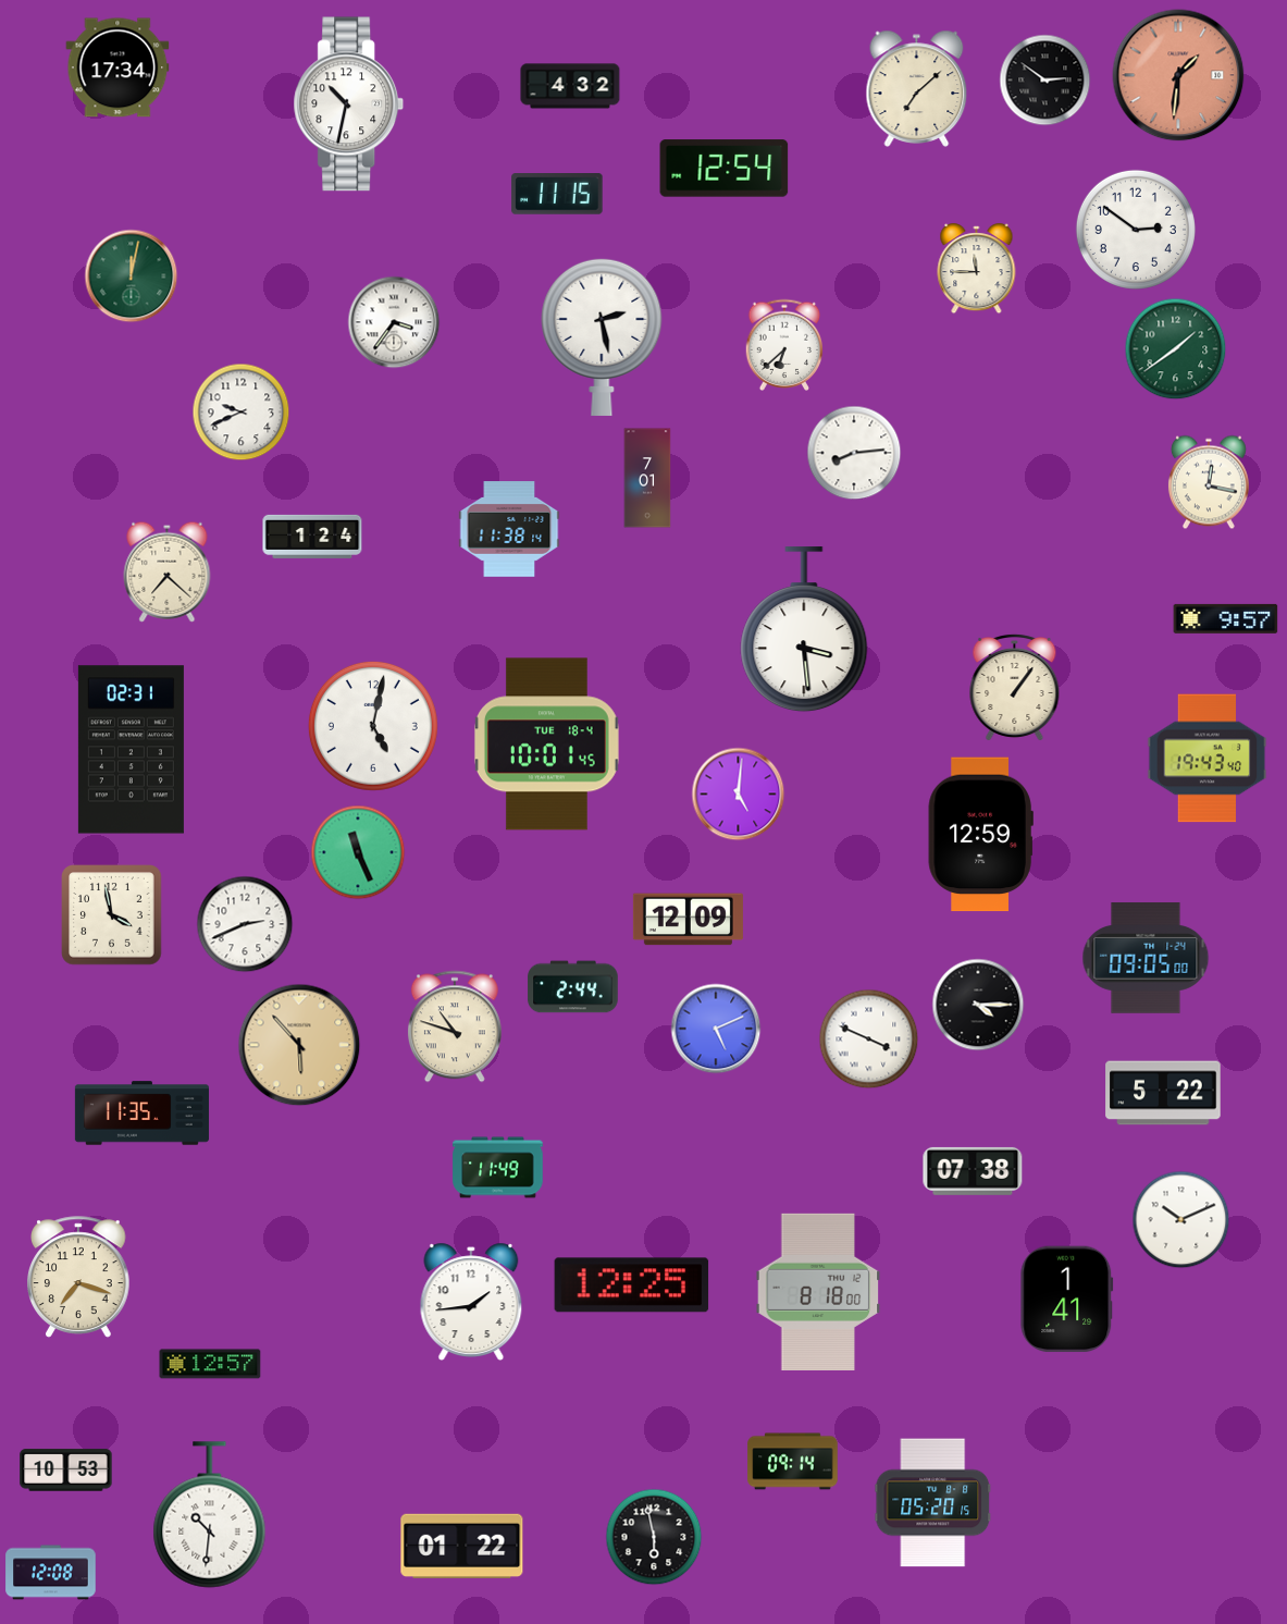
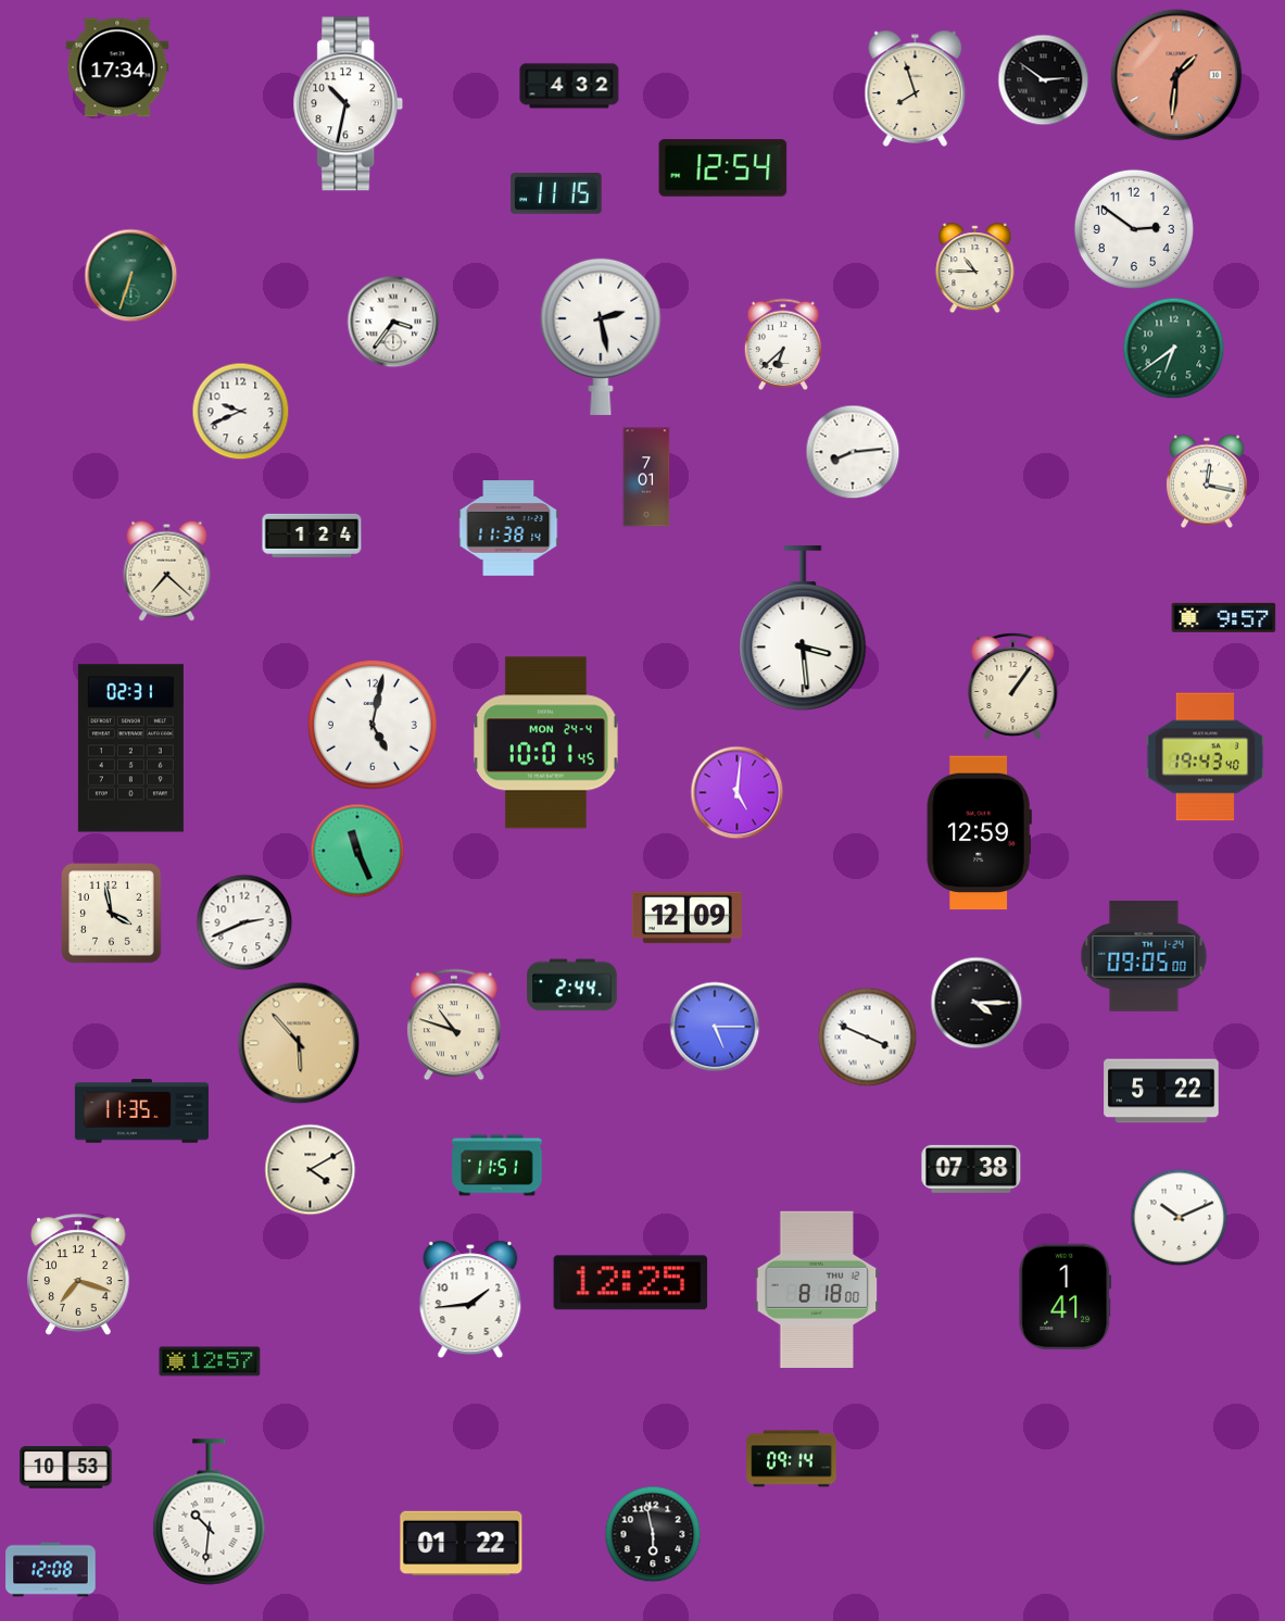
clock at (917, 88): 7:08 -> 7:57
clock at (977, 269): 11:45 -> 10:45
clock at (132, 276): 12:02 -> 6:33
clock at (1176, 349): 1:39 -> 6:39
clock at (547, 745) date: TUE 18-4 -> MON 24-4
clock at (716, 1029): 5:11 -> 5:15
clock at (498, 1168): 11:49 -> 11:51
clock at (311, 1170): none -> 4:10
clock at (933, 1503): 05:20 -> none
